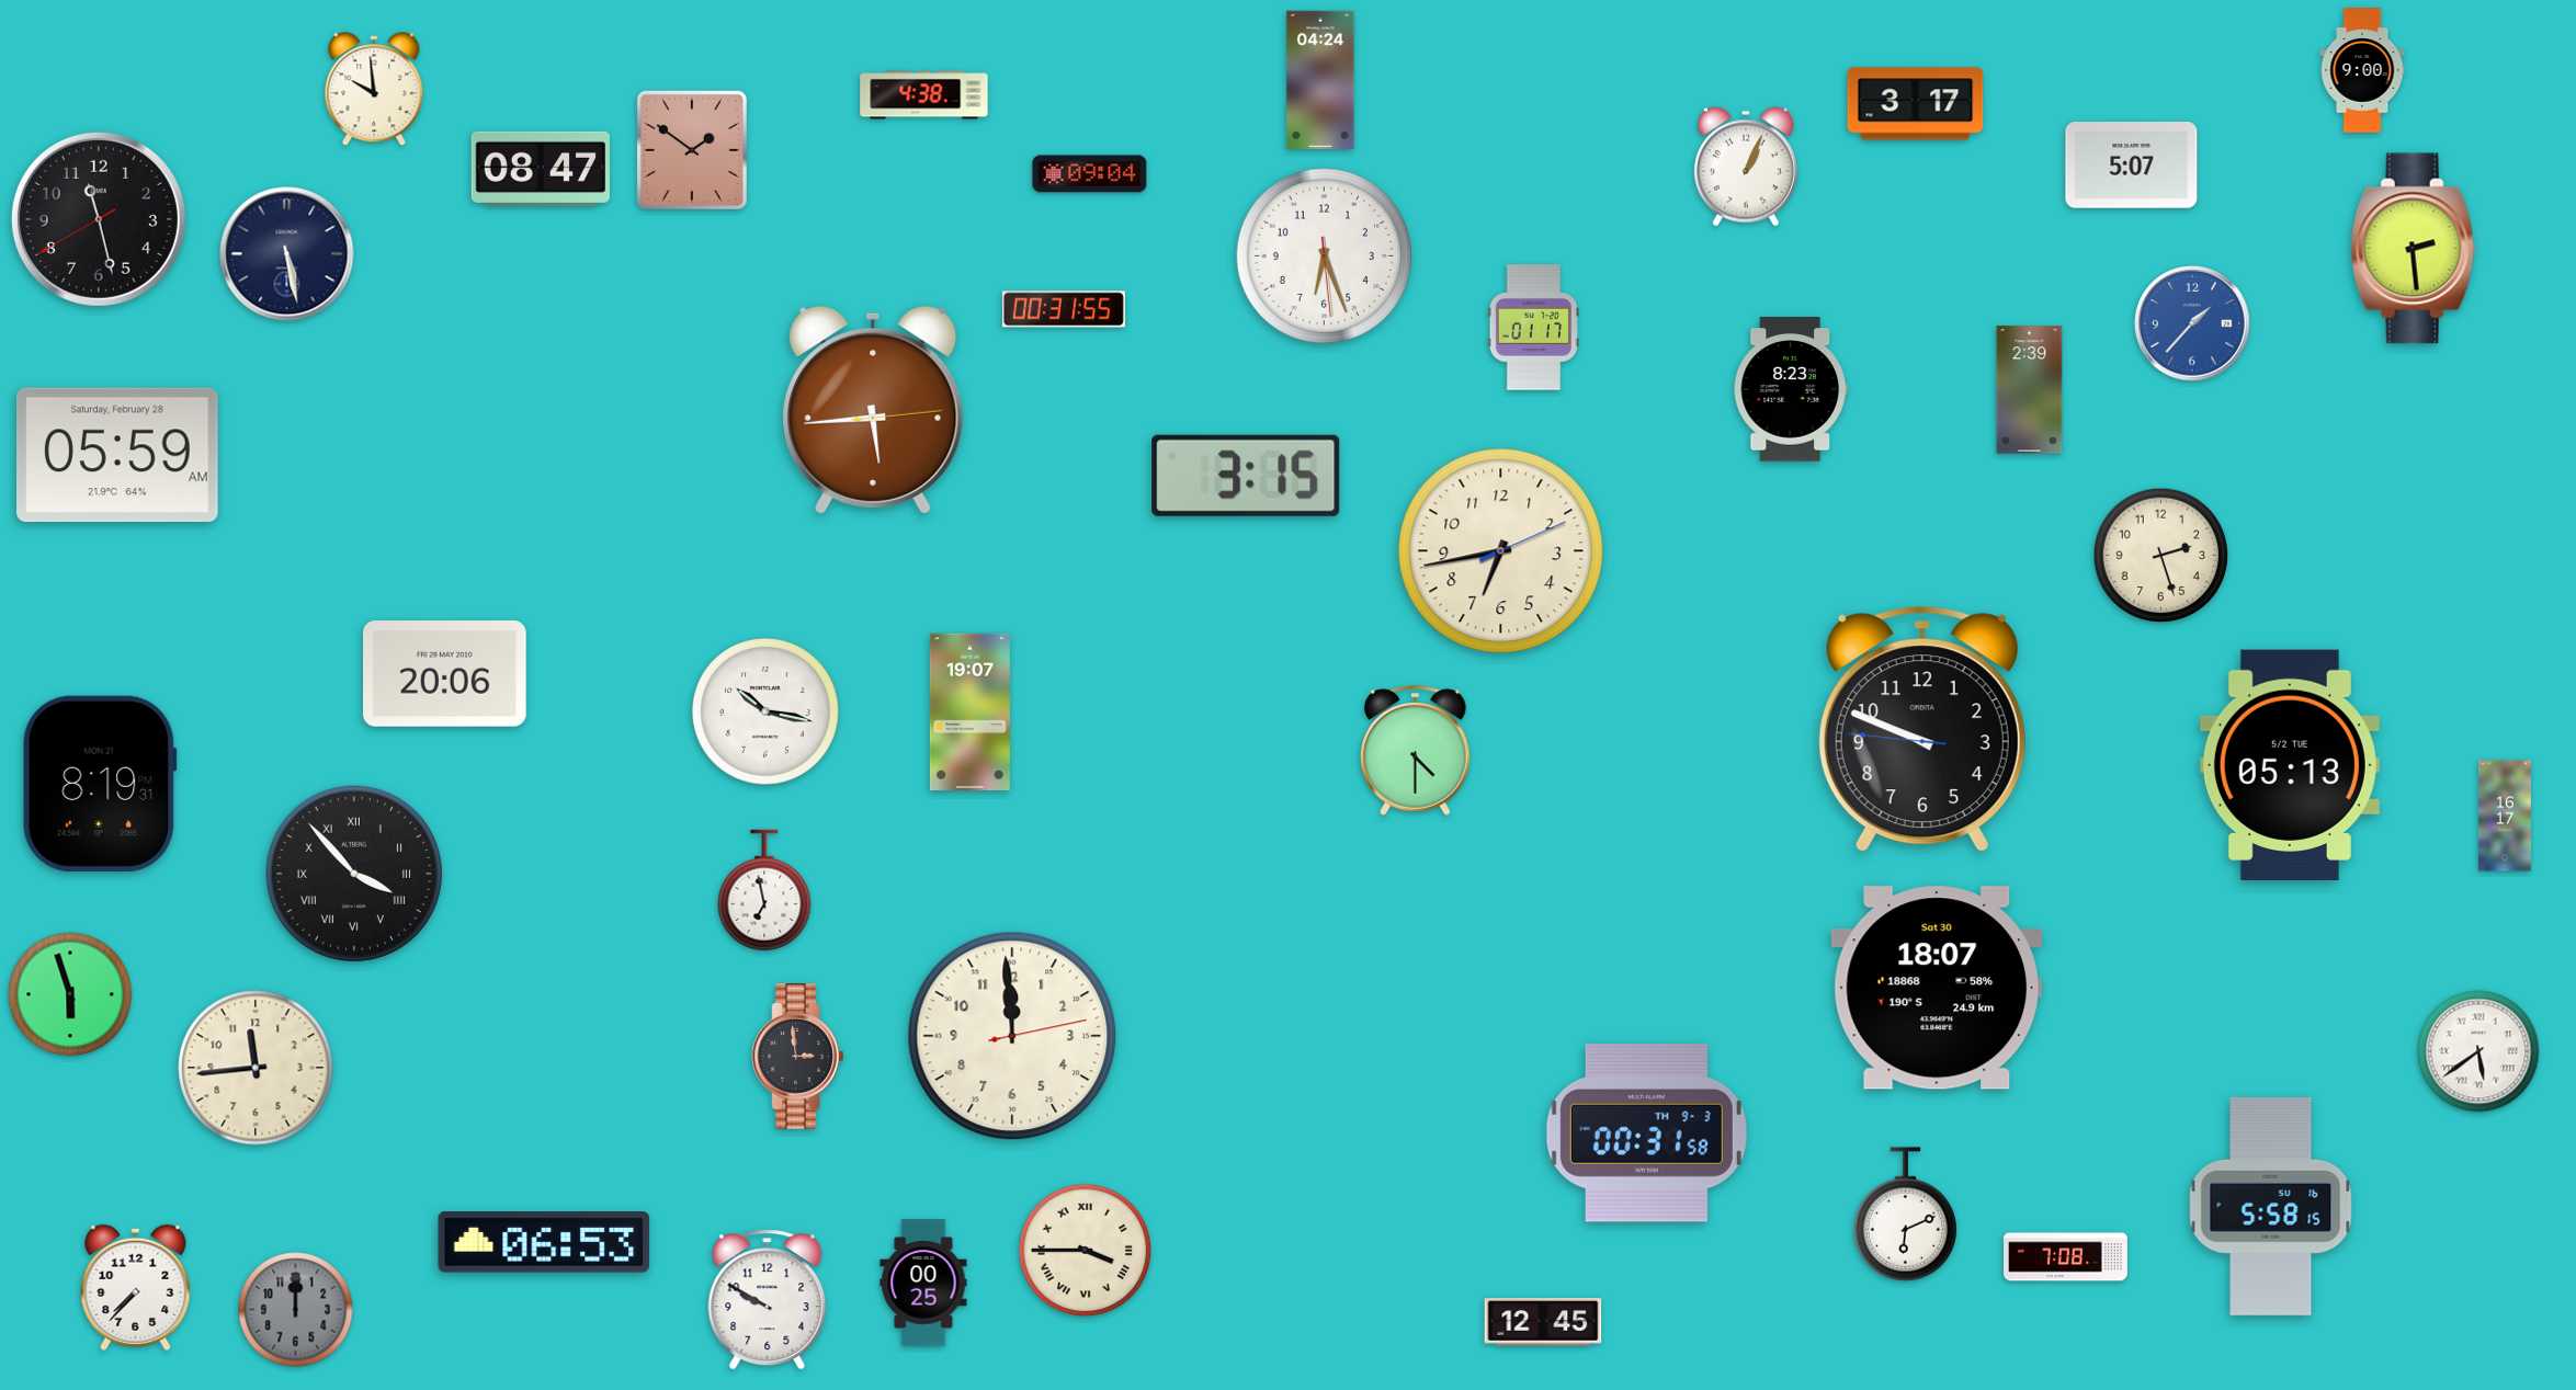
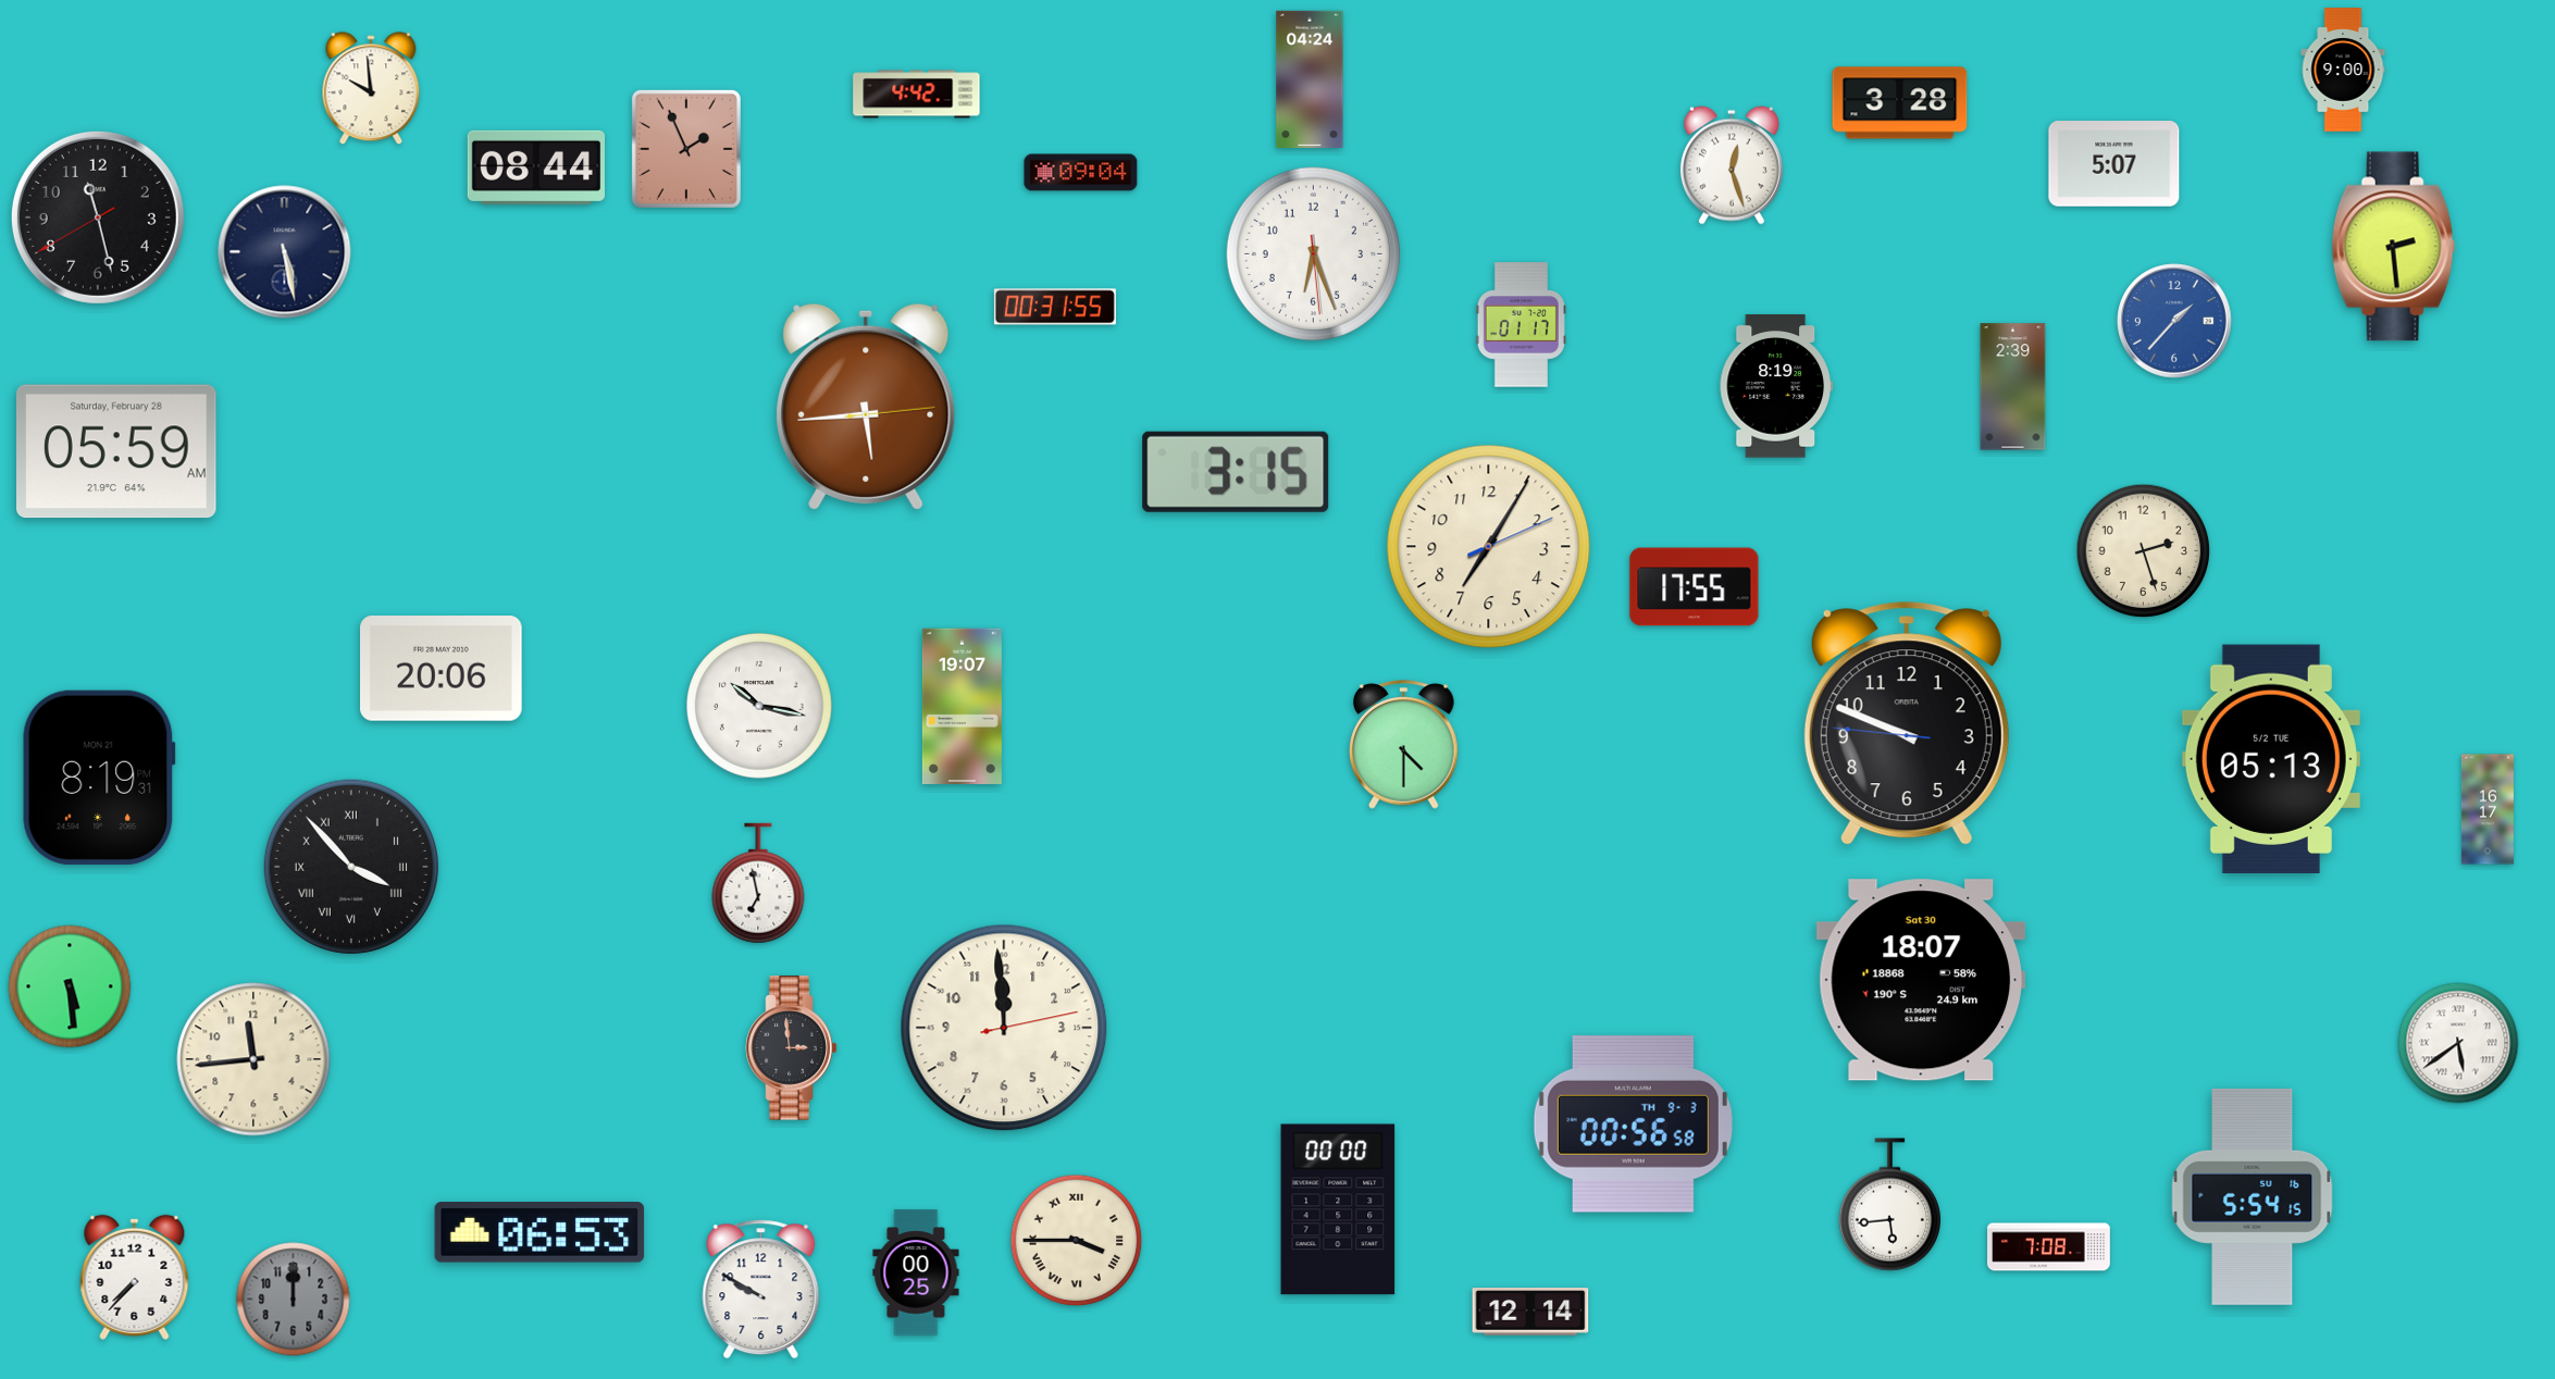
clock at (924, 95): 4:38 -> 4:42
clock at (1916, 104): 3:17 -> 3:28
clock at (692, 150): 1:51 -> 1:56
clock at (1746, 167): 1:04 -> 12:27
clock at (540, 169): 08:47 -> 08:44
clock at (1791, 389): 8:23 -> 8:19
clock at (1501, 551): 6:43 -> 7:05
clock at (1695, 587): none -> 17:55
clock at (2505, 816) position: (2505, 816) -> (2488, 809)
clock at (70, 994): 5:57 -> 5:29
clock at (1646, 1133): 00:31 -> 00:56
clock at (2271, 1206): 5:58 -> 5:54
clock at (1905, 1215): 6:11 -> 5:44
clock at (1338, 1209): none -> 00:00
clock at (1543, 1322): 12:45 -> 12:14
